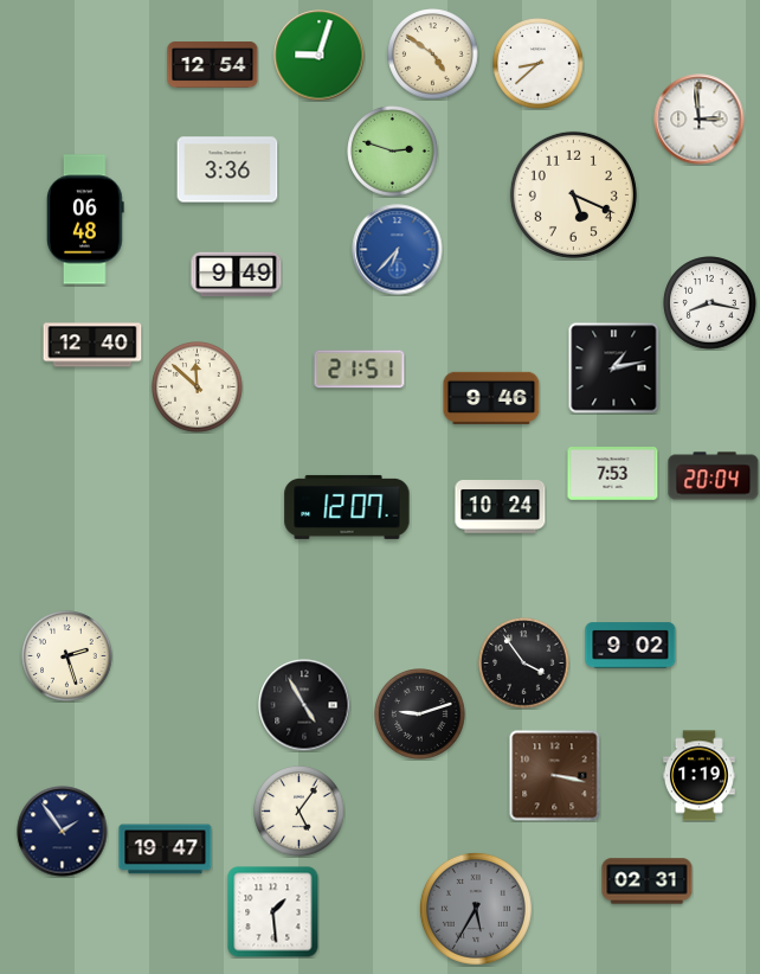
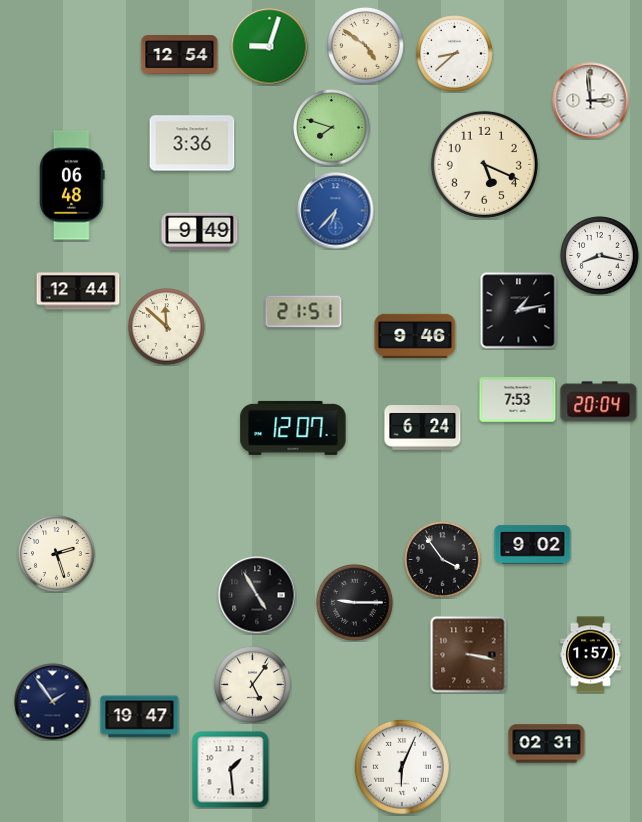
clock at (393, 152): 2:48 -> 7:48
clock at (92, 345): 12:40 -> 12:44
clock at (714, 476) position: (714, 476) -> (599, 402)
clock at (501, 507): 10:24 -> 6:24
clock at (420, 715): 9:12 -> 9:15
clock at (698, 776): 1:19 -> 1:57
clock at (476, 909): 5:35 -> 6:04
clock at (476, 909) dial: grey -> white
